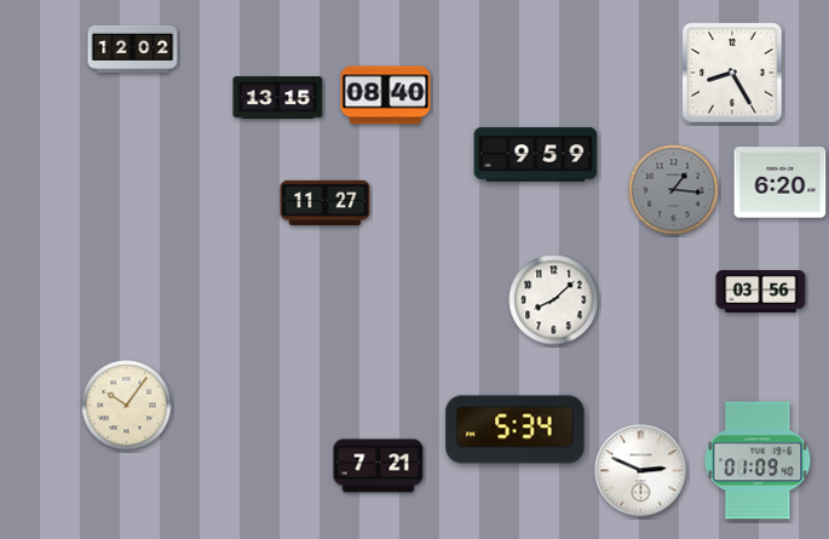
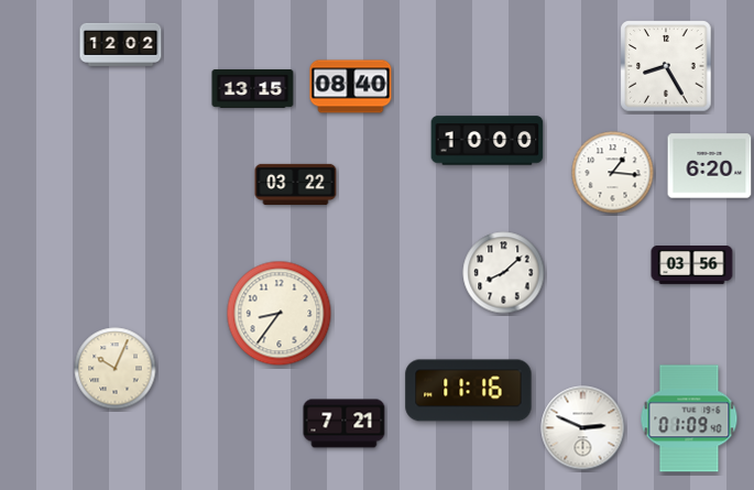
clock at (536, 155): 9:59 -> 10:00
clock at (674, 190) dial: grey -> white
clock at (326, 202): 11:27 -> 03:22
clock at (280, 314): none -> 8:36
clock at (127, 406): 10:06 -> 10:04
clock at (516, 430): 5:34 -> 11:16
